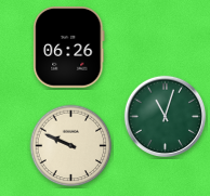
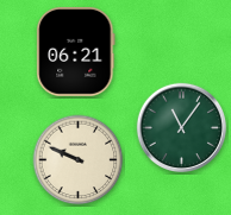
clock at (69, 47): 06:26 -> 06:21
clock at (165, 116): 11:03 -> 11:06
